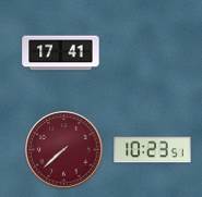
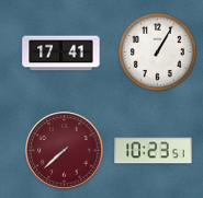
clock at (157, 51): none -> 1:05
